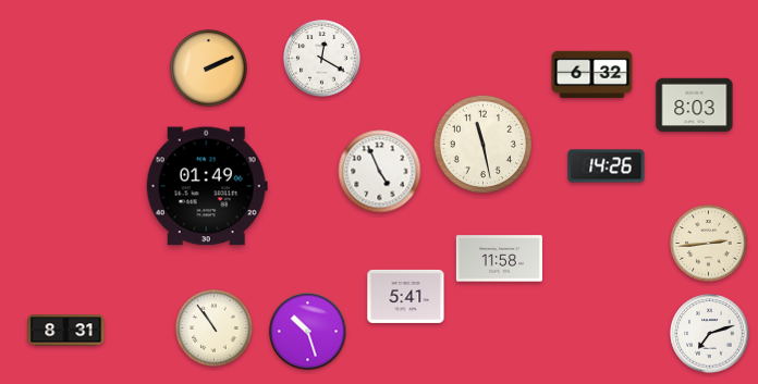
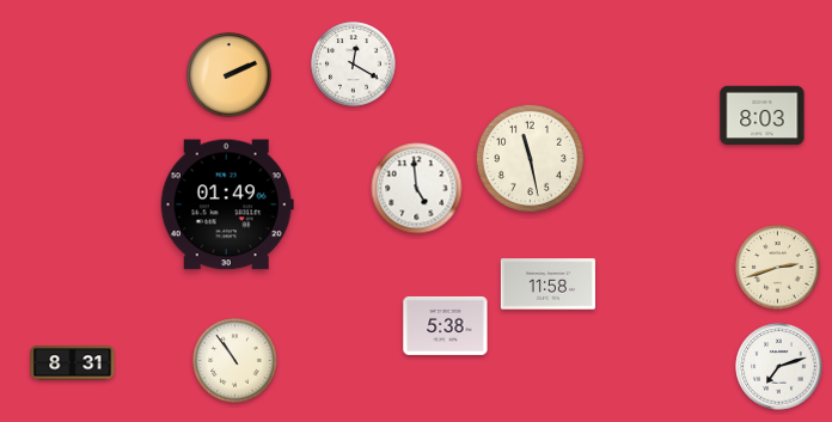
clock at (592, 75): 6:32 -> none
clock at (607, 166): 14:26 -> none
clock at (380, 172): 4:56 -> 4:59
clock at (709, 244): 2:44 -> 2:42
clock at (406, 296): 5:41 -> 5:38
clock at (308, 332): 10:27 -> none
